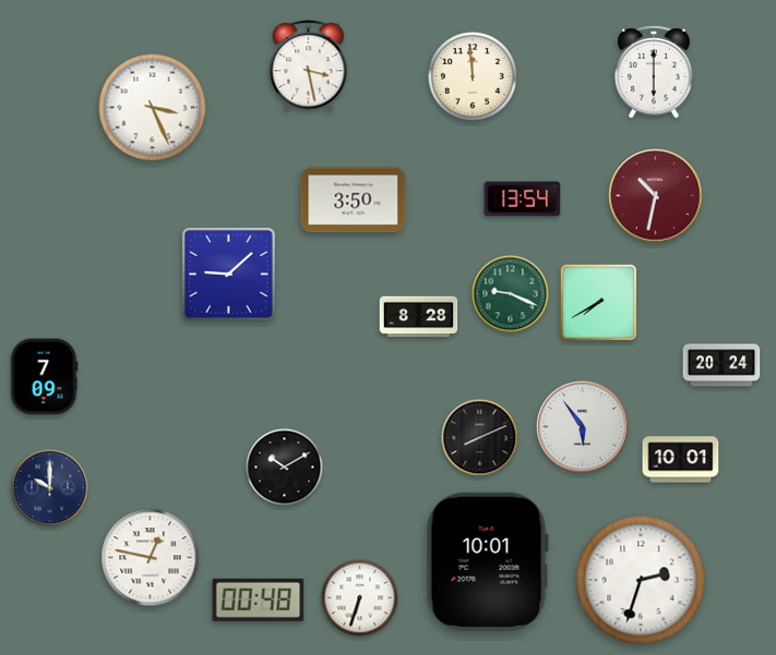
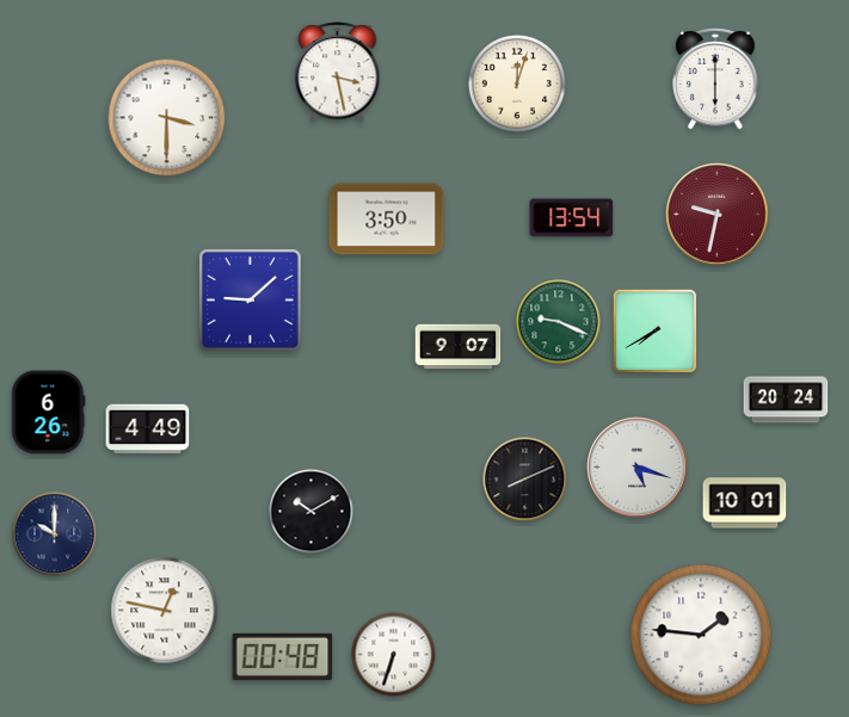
clock at (473, 76): 11:59 -> 12:03
clock at (153, 108): 3:26 -> 3:30
clock at (656, 196): 10:32 -> 9:32
clock at (419, 317): 8:28 -> 9:07
clock at (721, 365) position: (721, 365) -> (786, 400)
clock at (44, 377): 7:09 -> 6:26
clock at (148, 429): none -> 4:49
clock at (583, 427): 5:54 -> 5:18
clock at (487, 561): 10:01 -> none
clock at (641, 580): 2:33 -> 1:46
